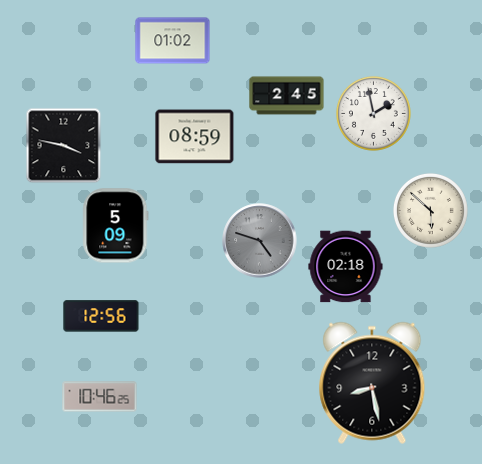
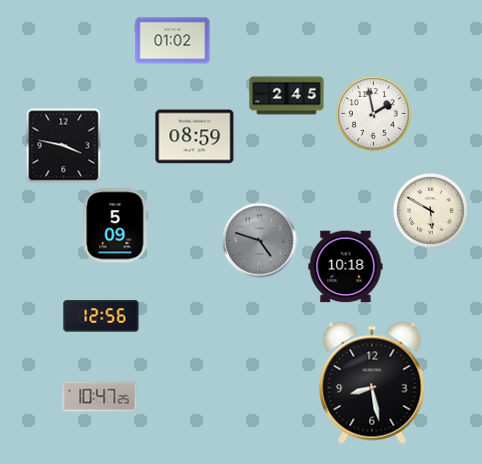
clock at (430, 210): 5:52 -> 5:50
clock at (346, 267): 02:18 -> 10:18
clock at (100, 397): 10:46 -> 10:47
